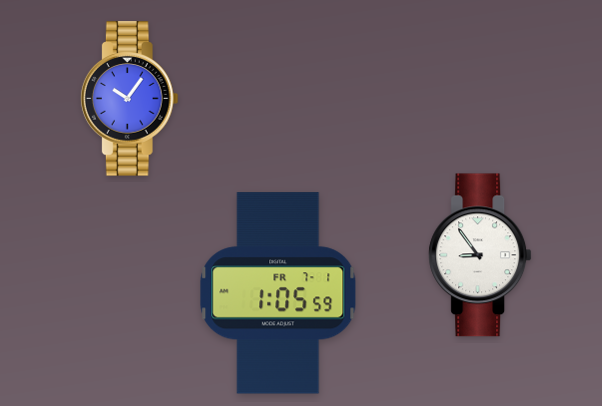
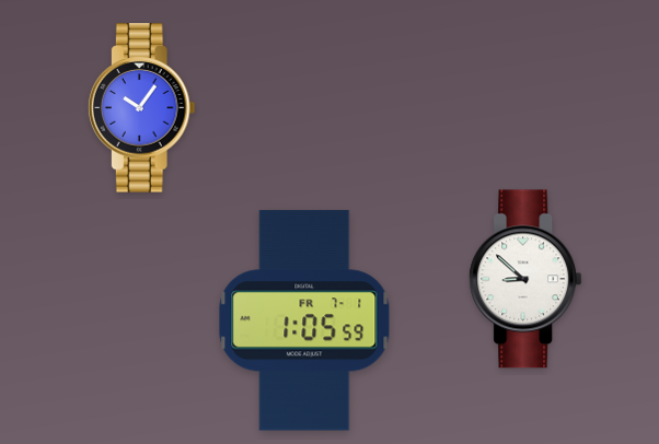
clock at (480, 255): 8:54 -> 8:52
